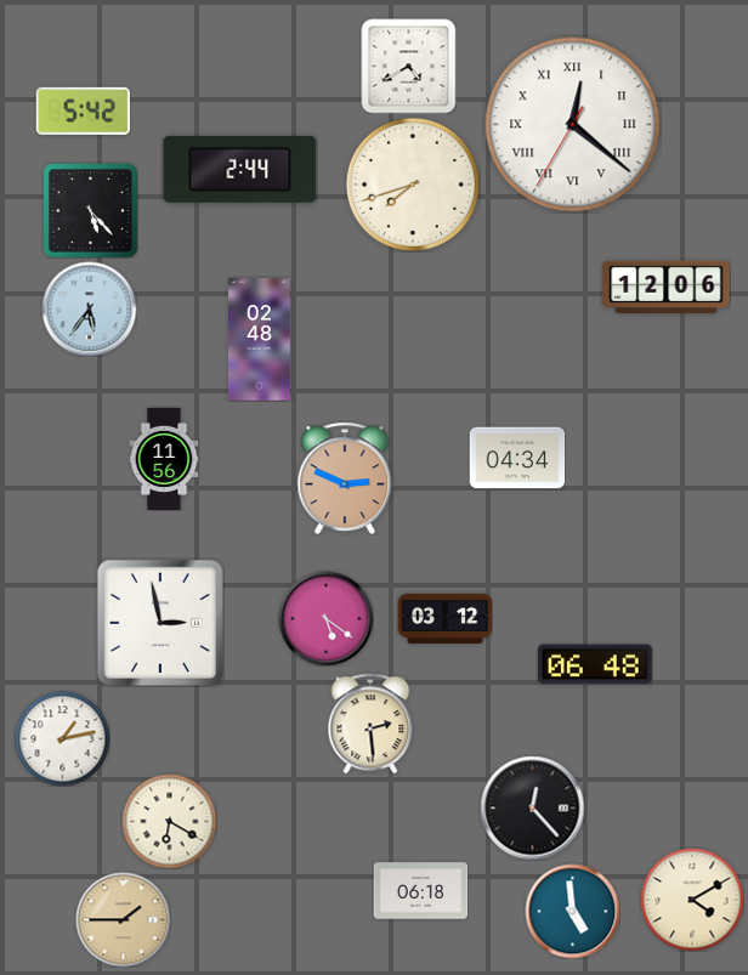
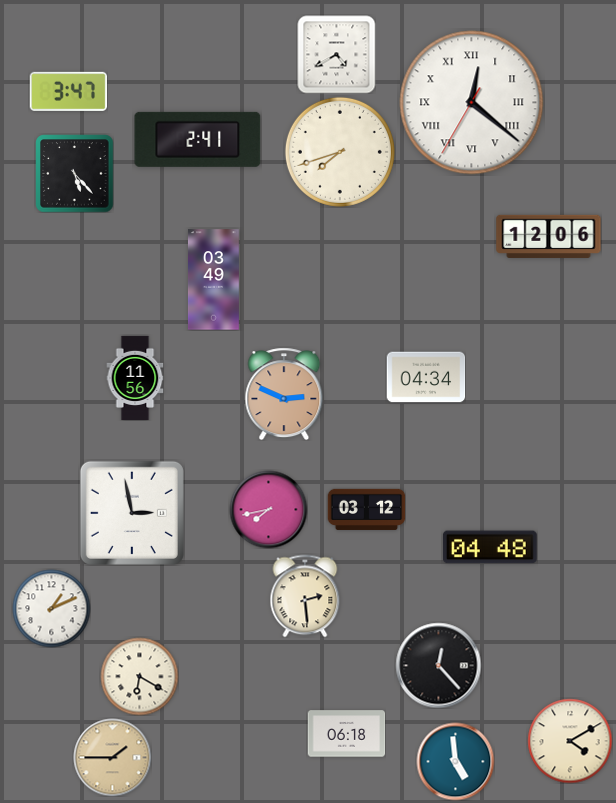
clock at (83, 110): 5:42 -> 3:47
clock at (240, 169): 2:44 -> 2:41
clock at (89, 308): 5:36 -> none
clock at (259, 340): 02:48 -> 03:49
clock at (325, 618): 5:21 -> 7:43
clock at (595, 664): 06:48 -> 04:48
clock at (62, 738): 1:13 -> 1:11
clock at (572, 911) position: (572, 911) -> (455, 761)
clock at (123, 919) position: (123, 919) -> (112, 757)
